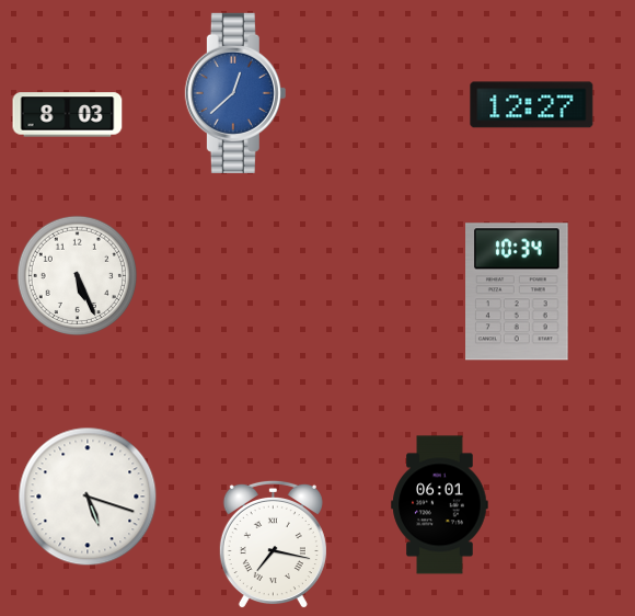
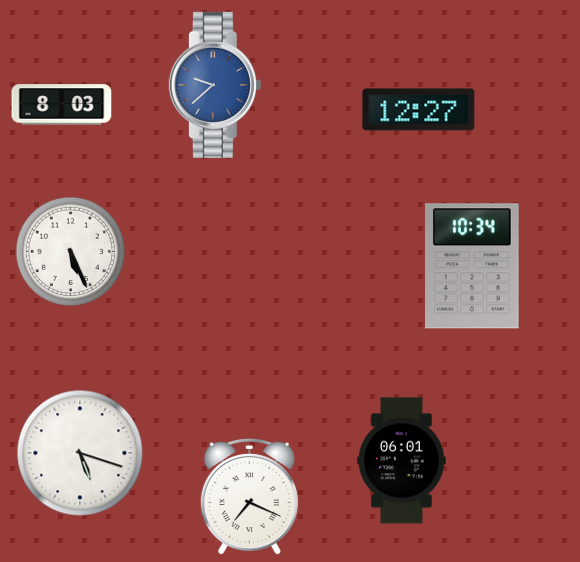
clock at (235, 93): 12:38 -> 9:38
clock at (532, 105) position: (532, 105) -> (419, 110)
clock at (273, 545): 7:17 -> 7:19
